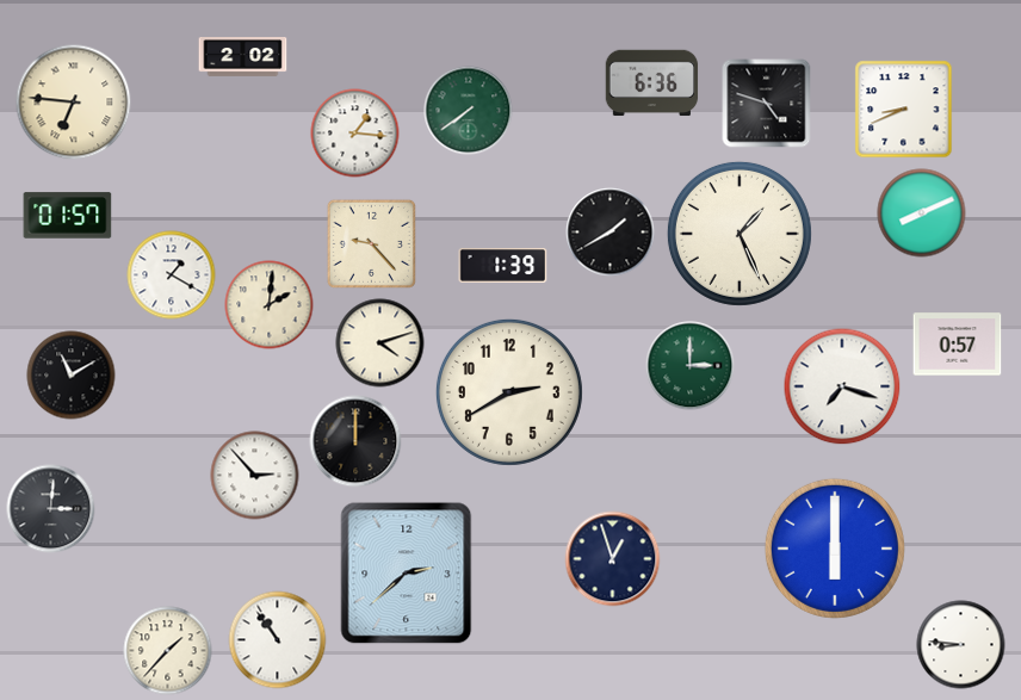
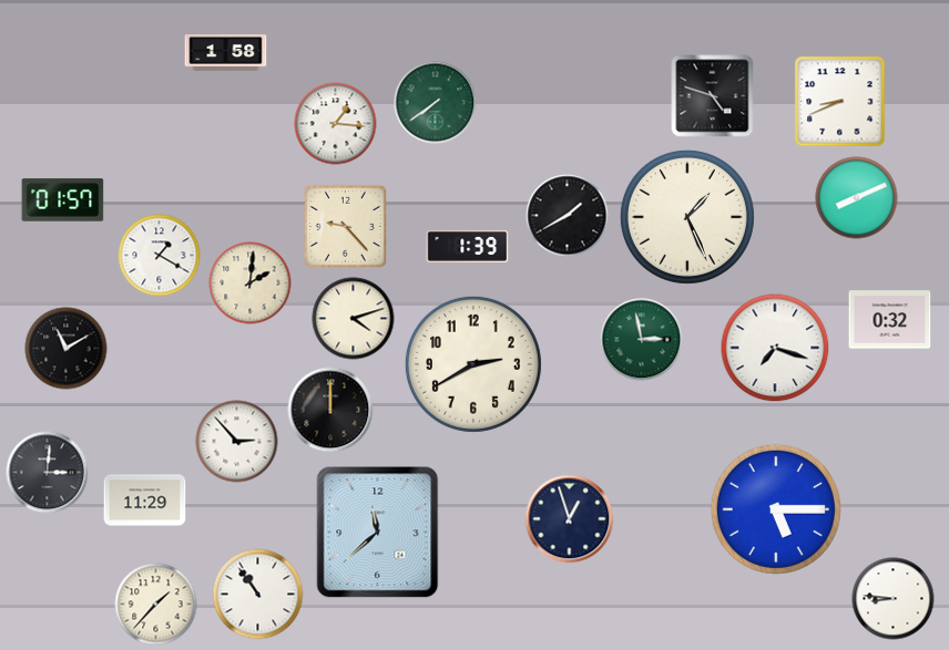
clock at (243, 57): 2:02 -> 1:58
clock at (652, 83): 6:36 -> none
clock at (74, 103): 6:46 -> none
clock at (355, 134) position: (355, 134) -> (336, 124)
clock at (958, 345): 0:57 -> 0:32
clock at (691, 366): 3:00 -> 2:58
clock at (842, 386) position: (842, 386) -> (775, 348)
clock at (145, 501): none -> 11:29
clock at (835, 549): 6:00 -> 5:15
clock at (407, 574): 2:38 -> 11:38
